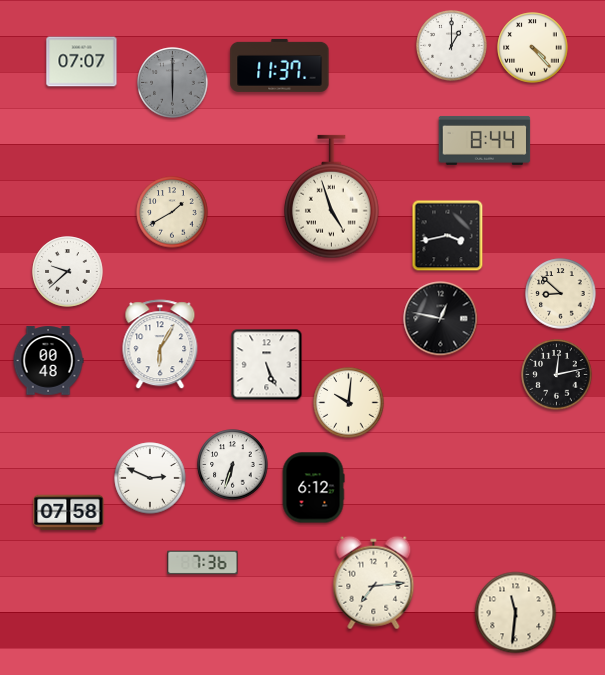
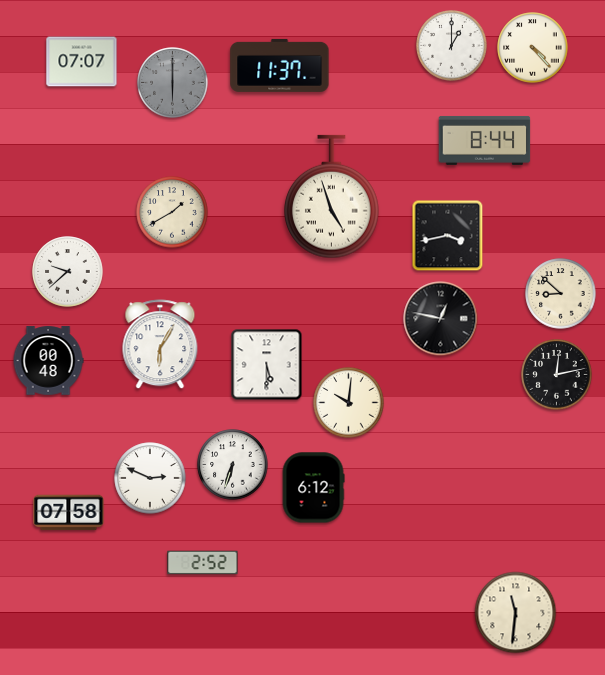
clock at (267, 365): 5:26 -> 5:30
clock at (203, 563): 7:36 -> 2:52
clock at (374, 583): 7:14 -> none
